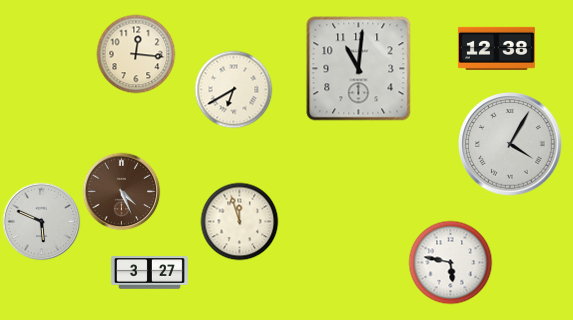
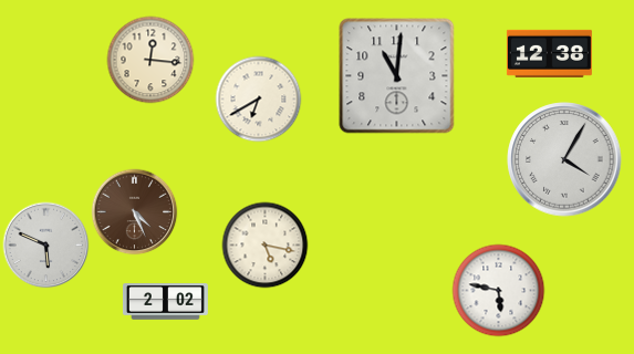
clock at (239, 221): 11:57 -> 5:17
clock at (149, 273): 3:27 -> 2:02
